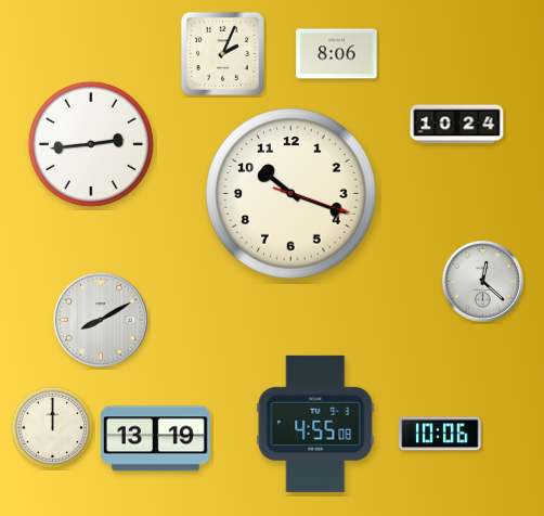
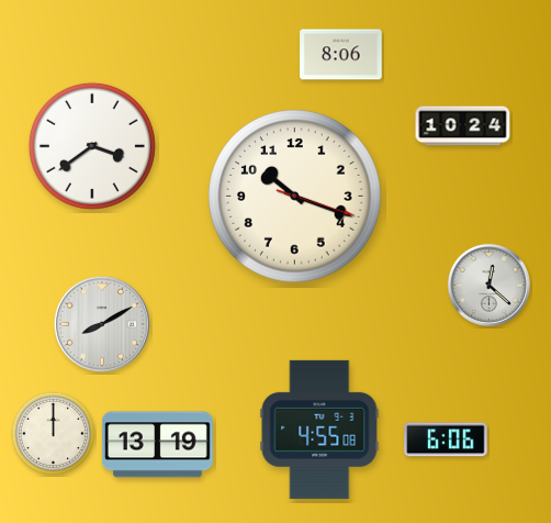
clock at (222, 53): 2:04 -> none
clock at (91, 144): 2:44 -> 3:39
clock at (440, 434): 10:06 -> 6:06
